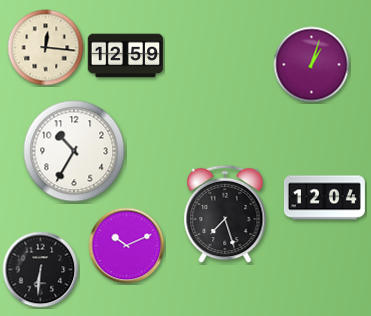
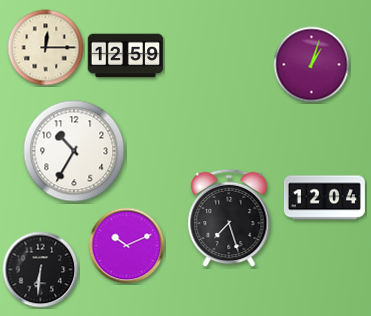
clock at (46, 48): 12:16 -> 12:15
clock at (225, 214) position: (225, 214) -> (229, 218)
